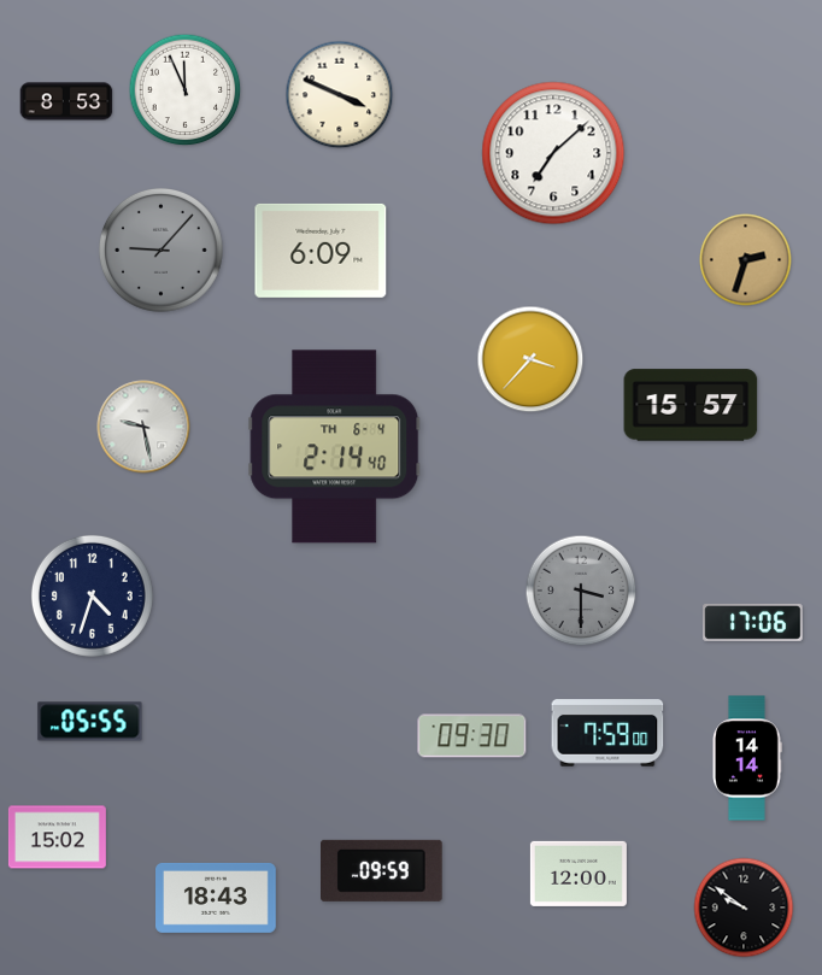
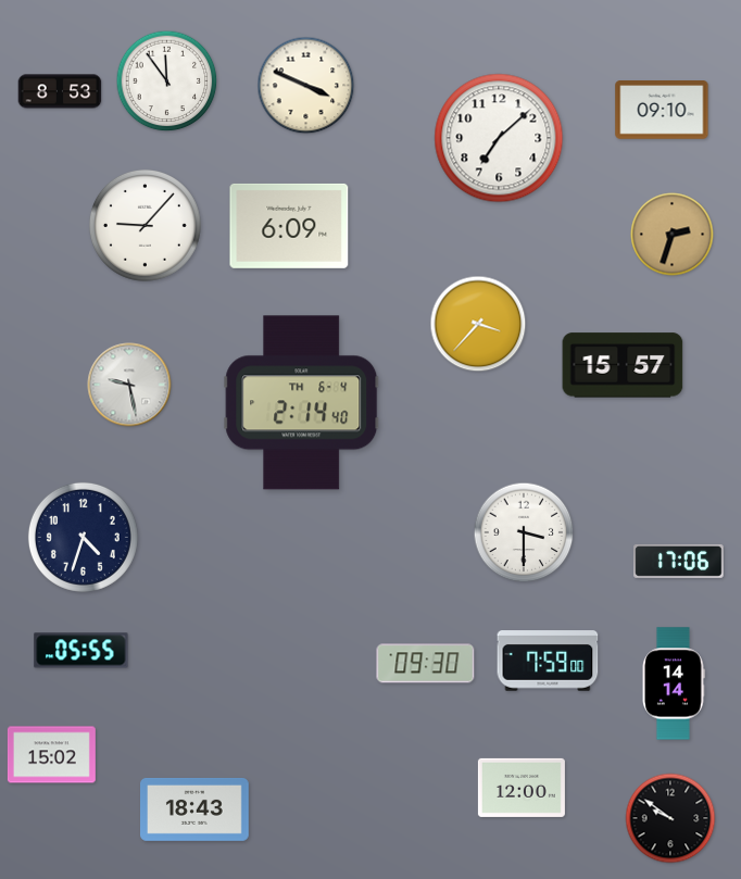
clock at (186, 90): 11:56 -> 11:54
clock at (662, 110): none -> 09:10
clock at (160, 249) dial: grey -> white
clock at (581, 591) dial: grey -> white
clock at (382, 870): 09:59 -> none
